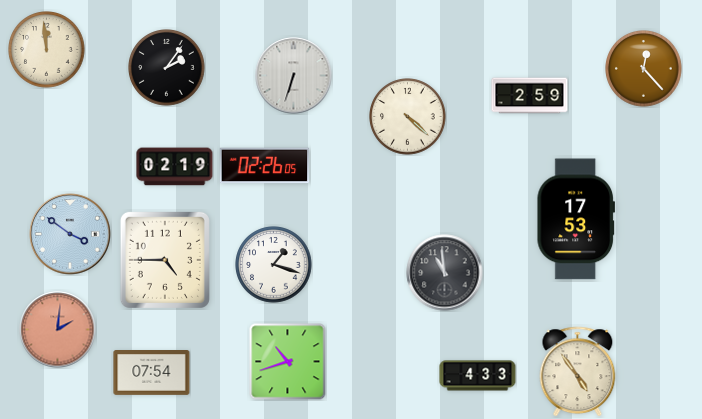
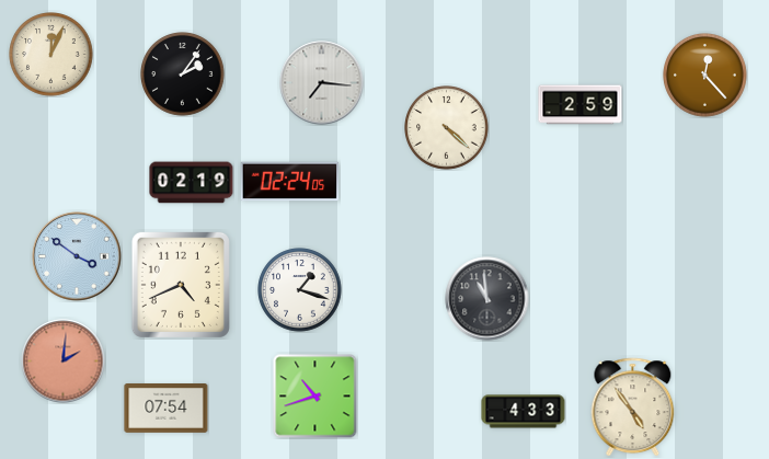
clock at (47, 50): 11:59 -> 12:04
clock at (294, 76): 6:33 -> 7:16
clock at (265, 166): 02:26 -> 02:24
clock at (575, 219): 17:53 -> none
clock at (165, 260): 4:45 -> 4:41
